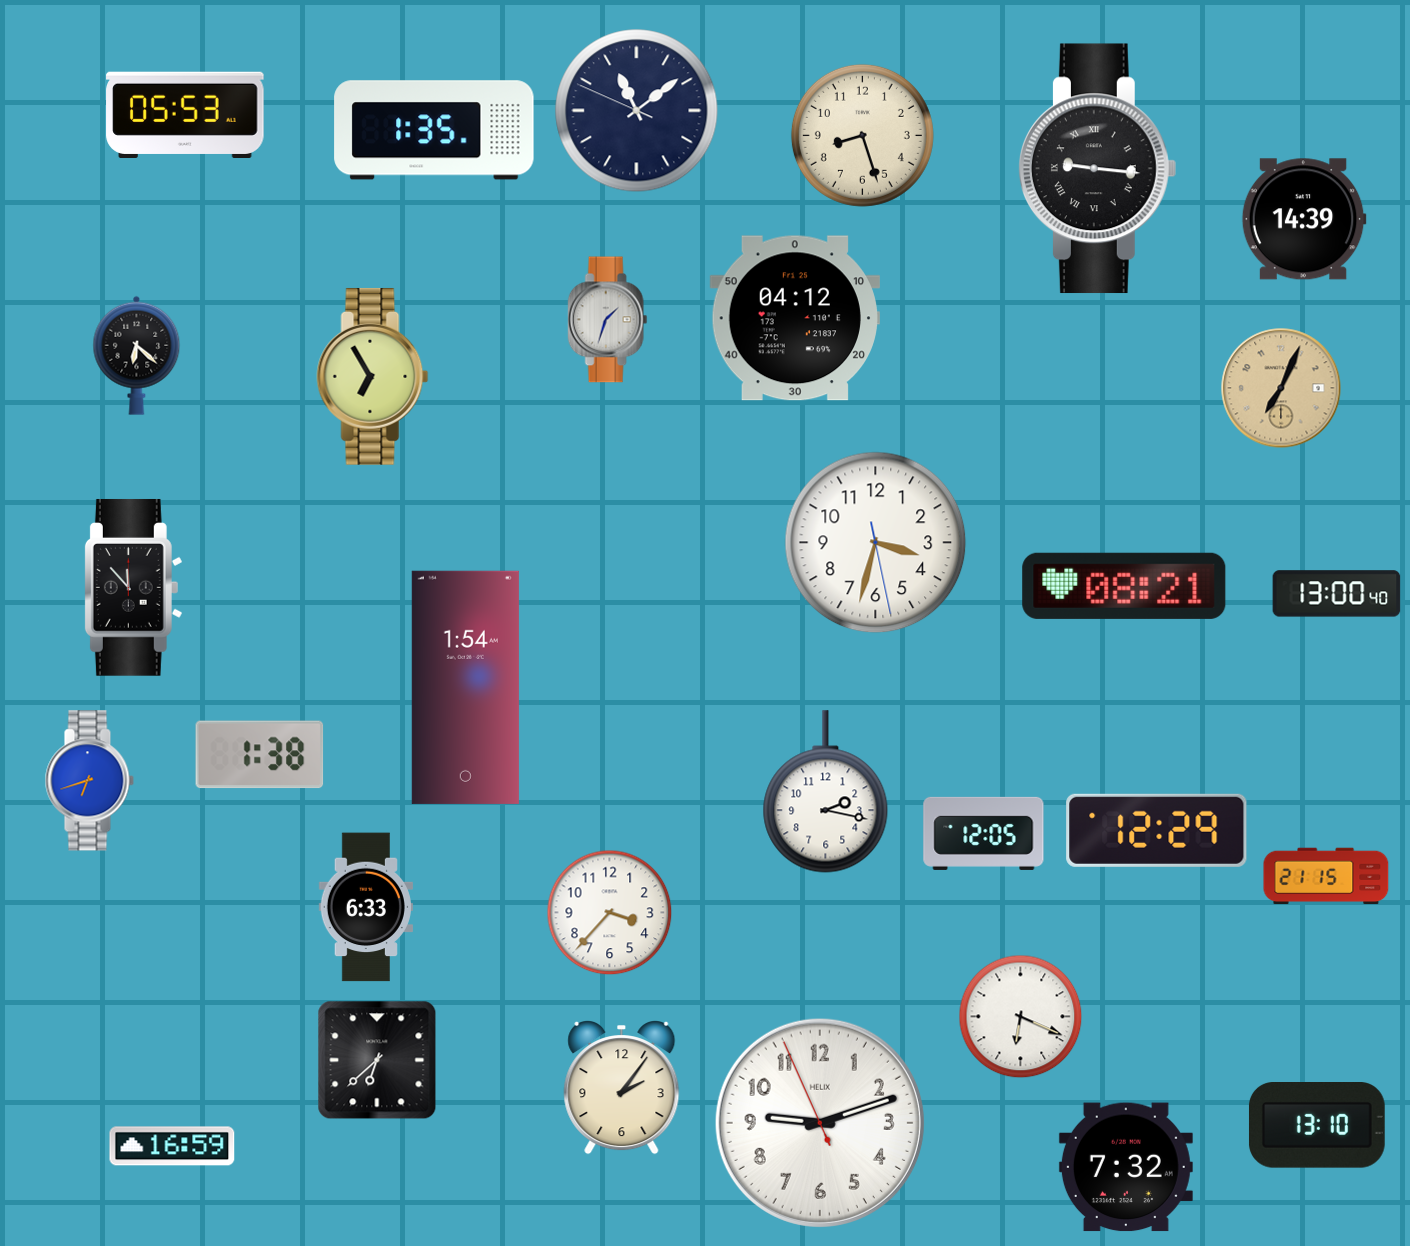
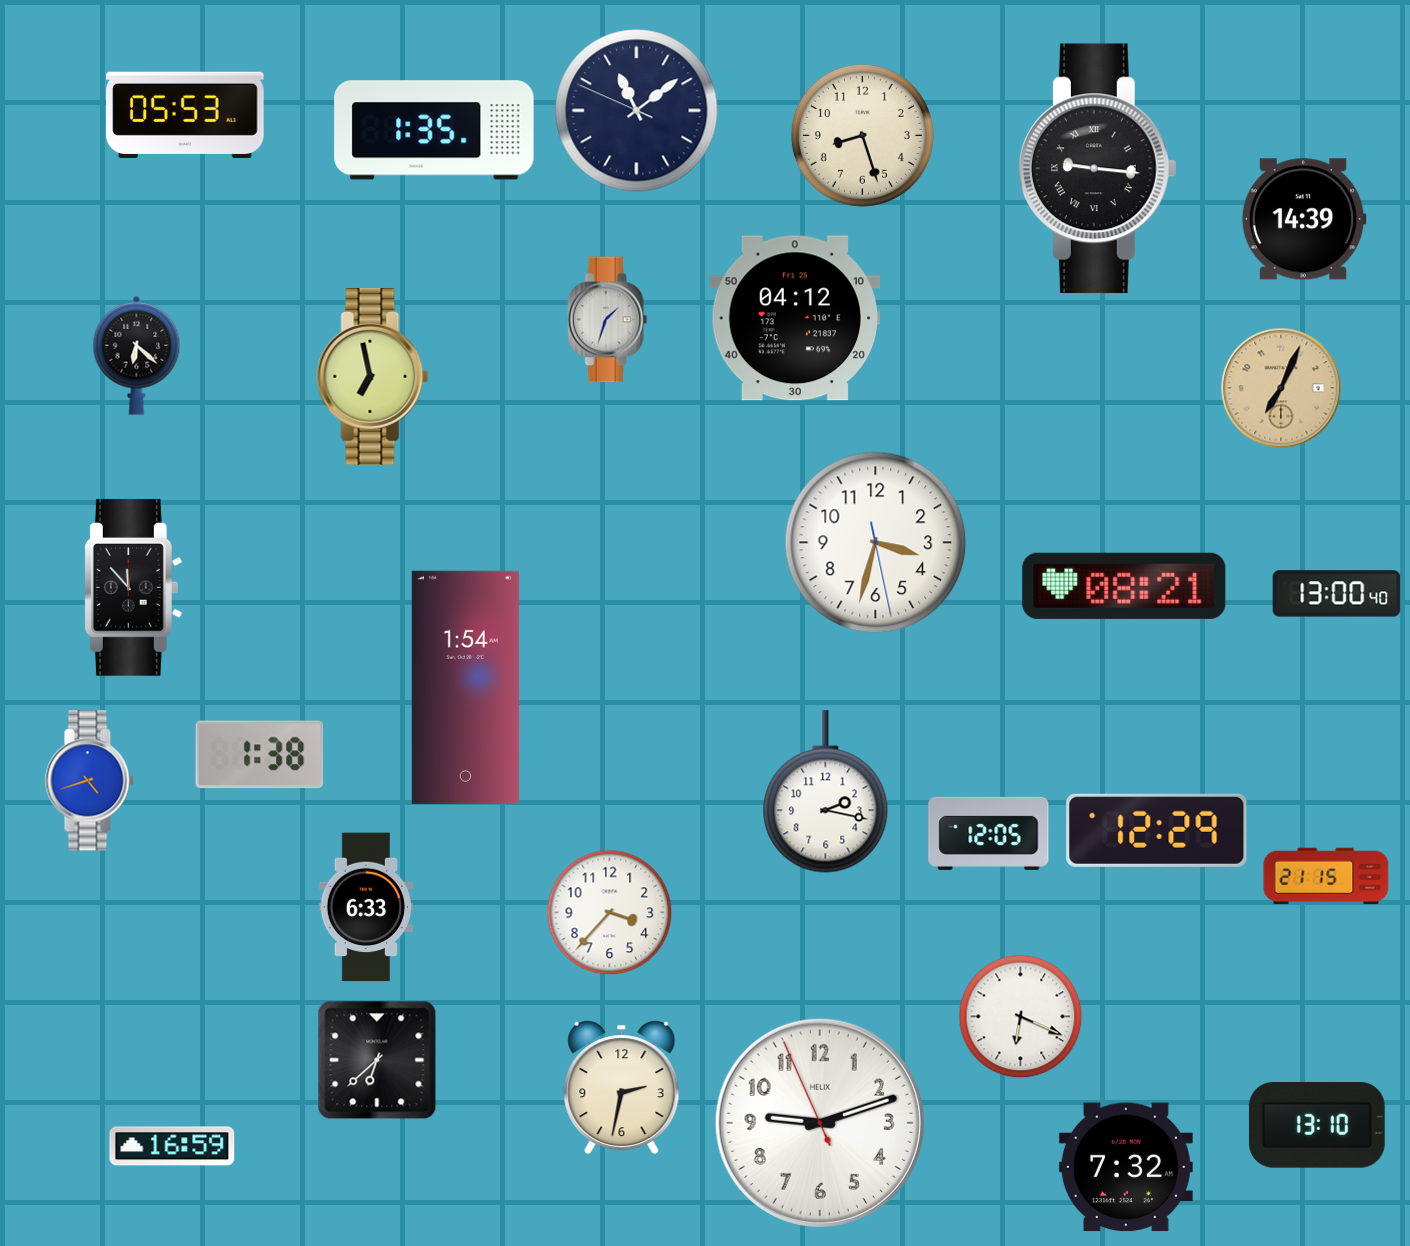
clock at (373, 376): 6:55 -> 6:58
clock at (89, 781): 6:42 -> 4:42
clock at (984, 833) position: (984, 833) -> (989, 833)
clock at (622, 1088): 2:06 -> 2:32
